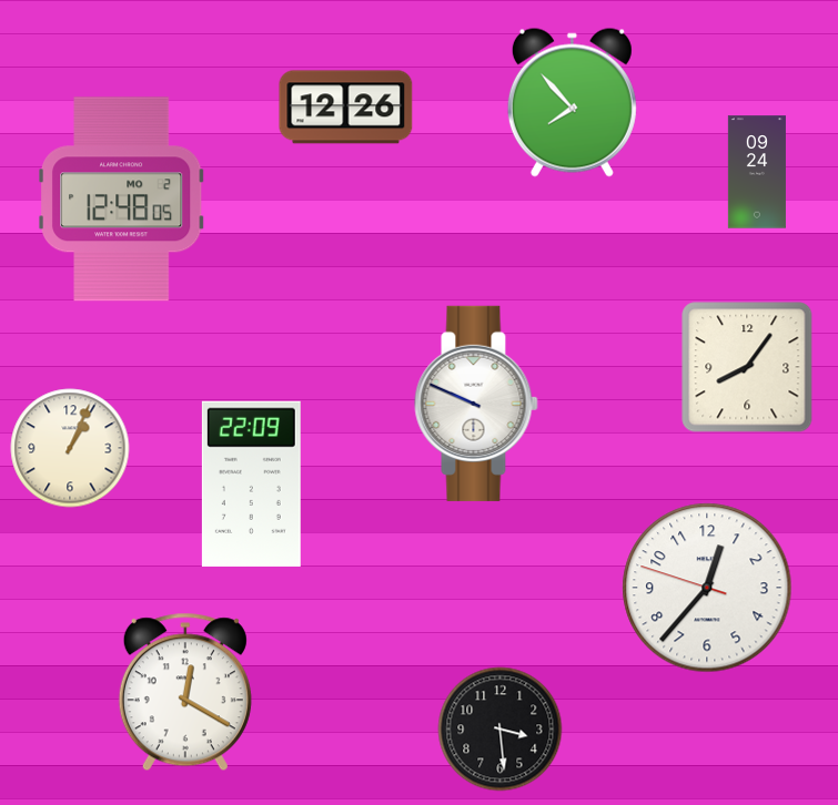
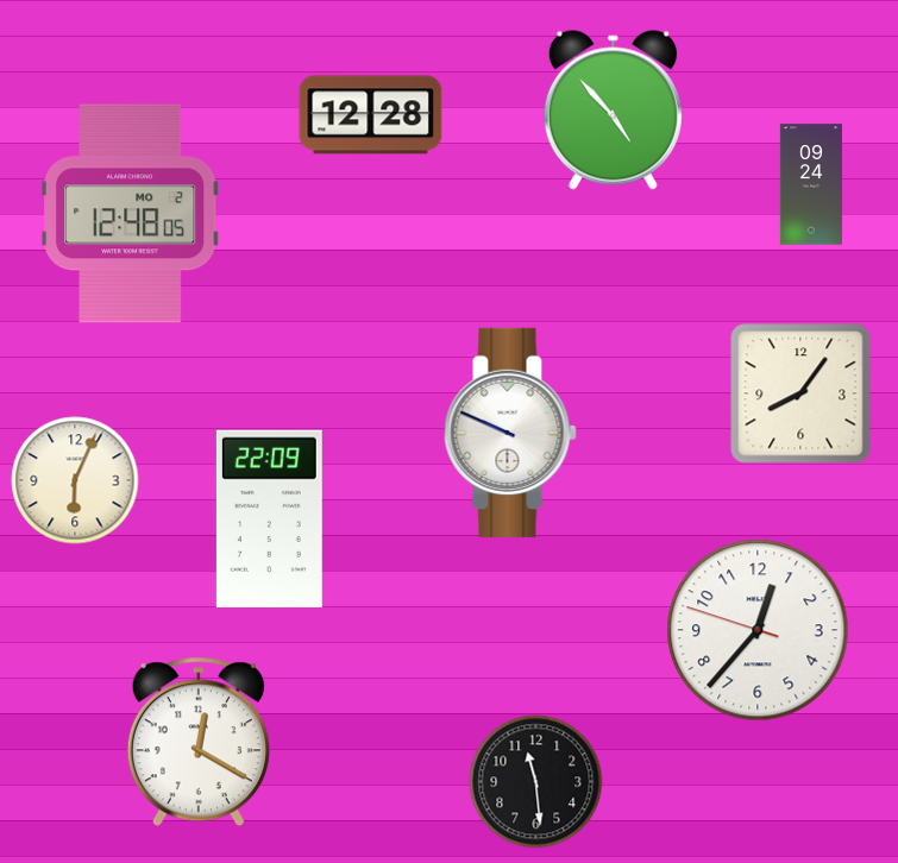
clock at (572, 102): 7:53 -> 4:53
clock at (346, 108): 12:26 -> 12:28
clock at (70, 448): 1:04 -> 6:04
clock at (501, 730): 3:29 -> 11:29
